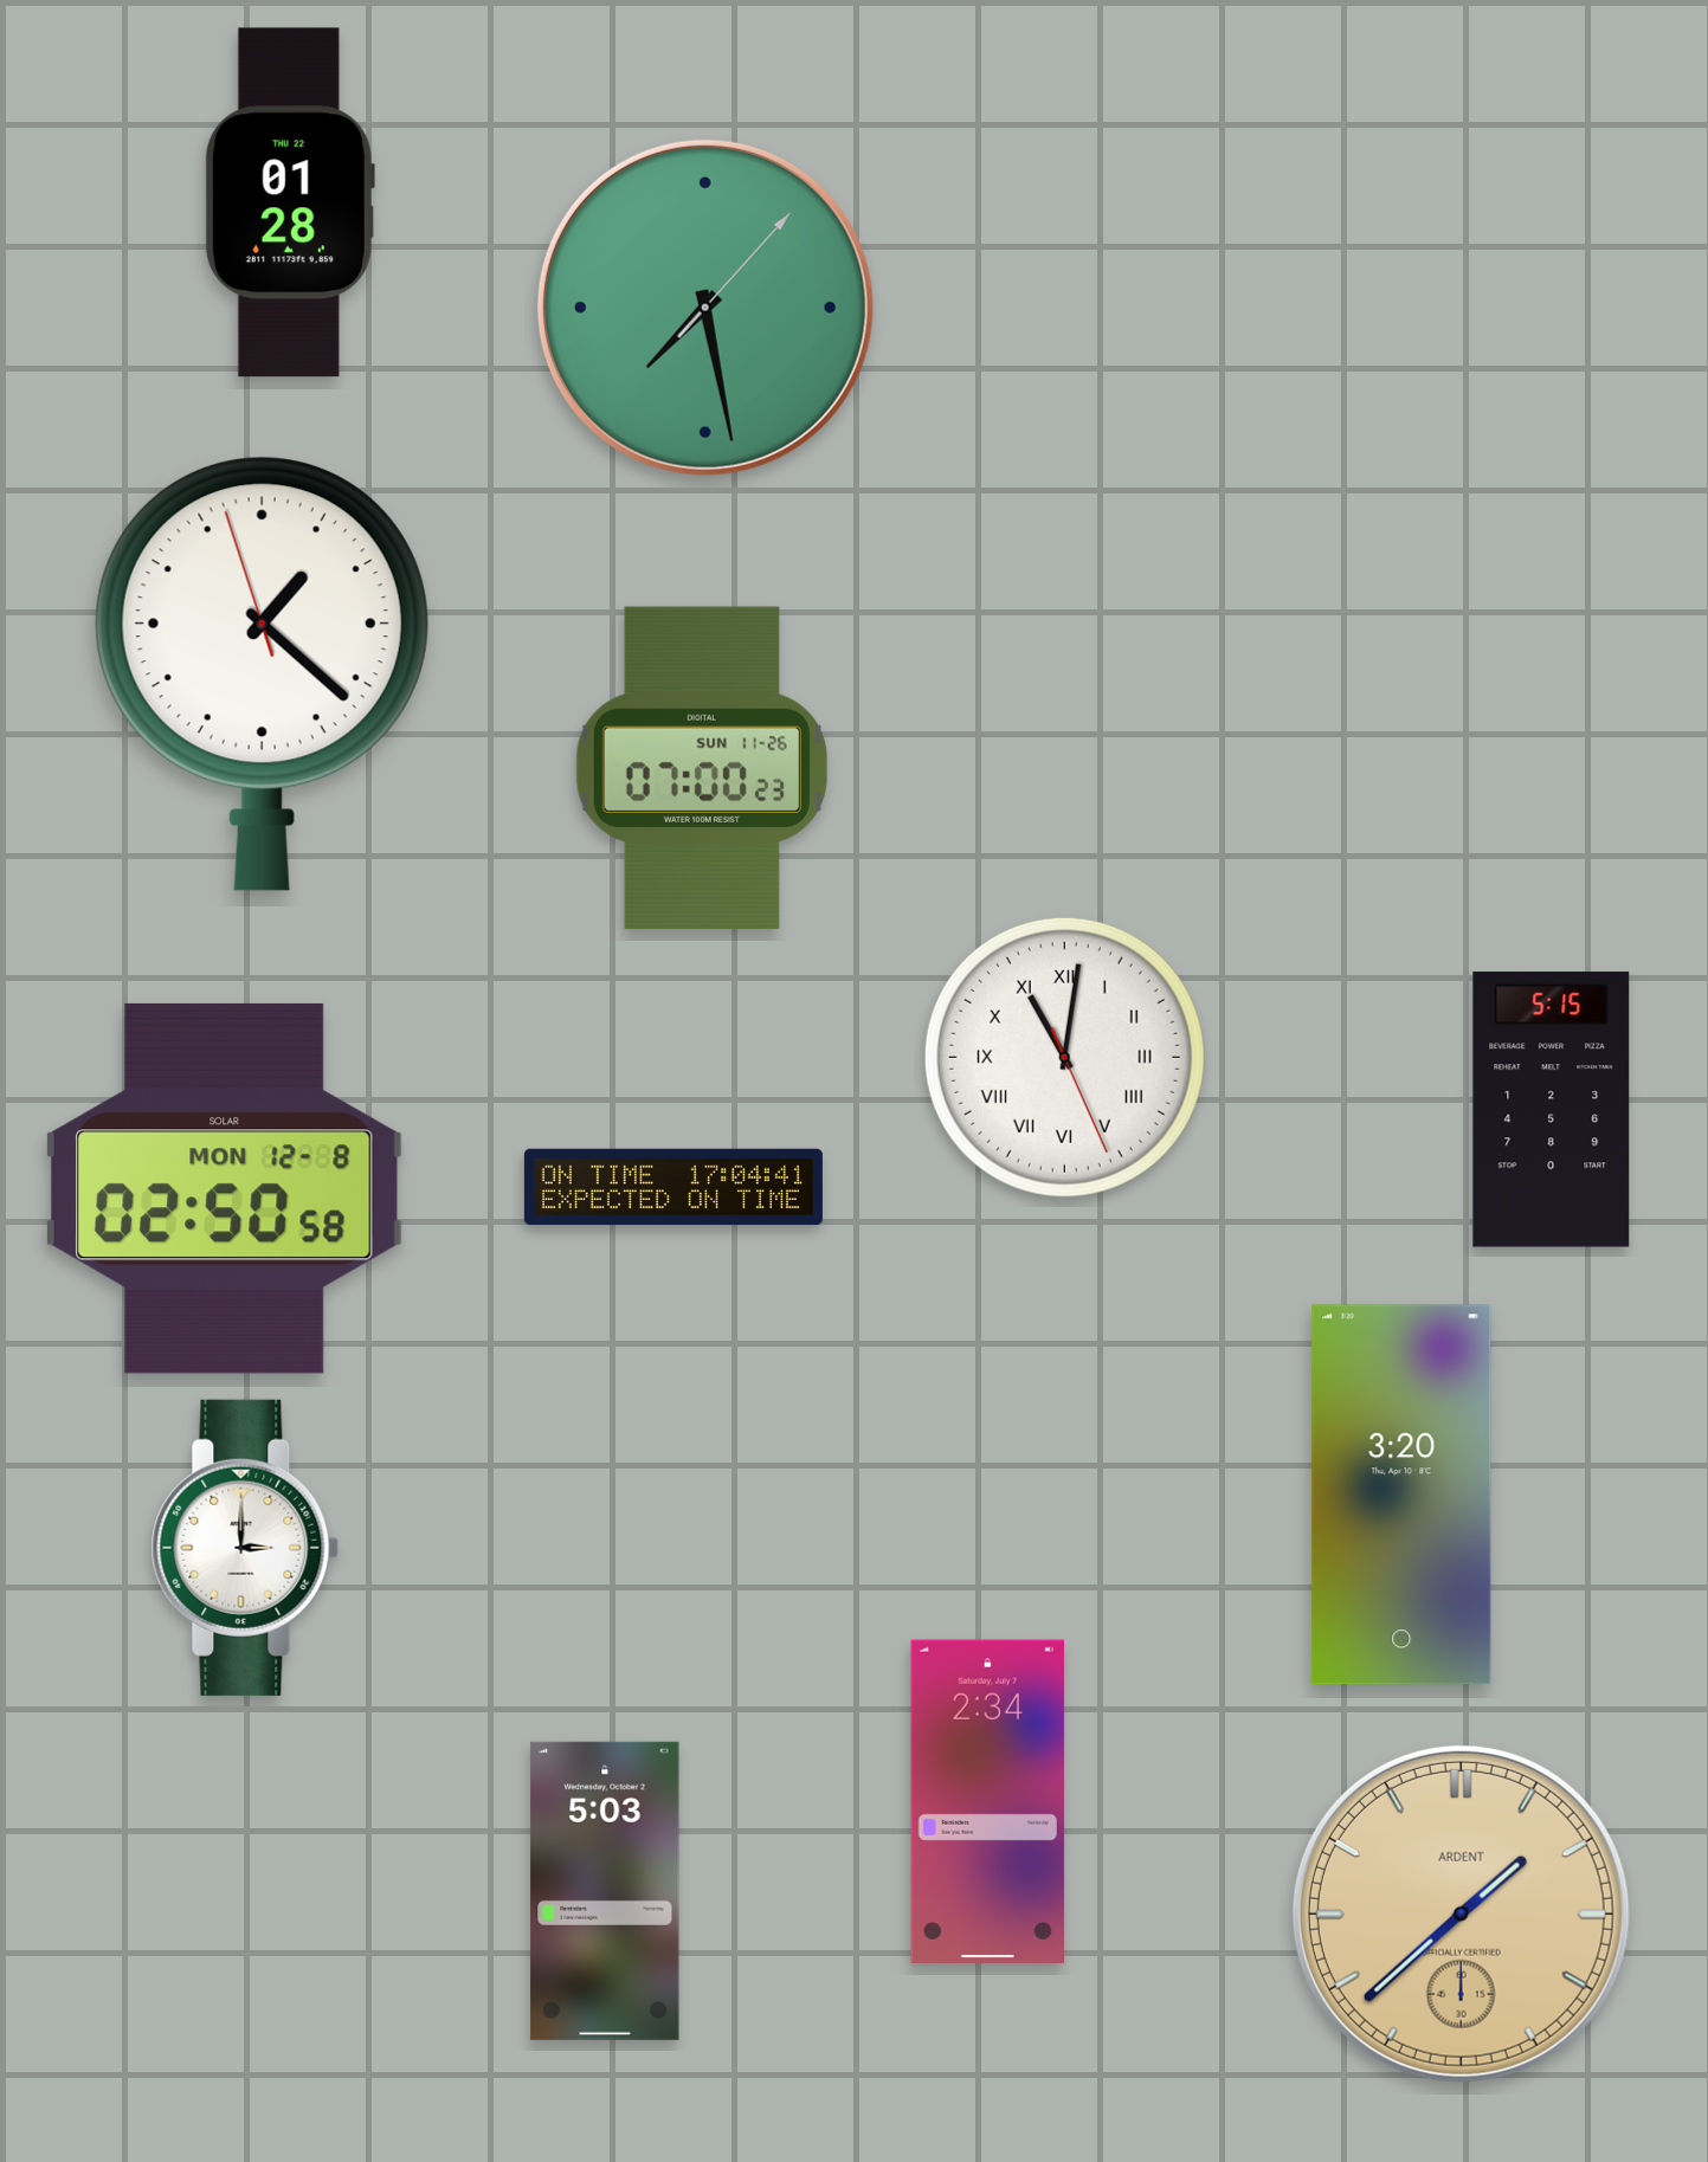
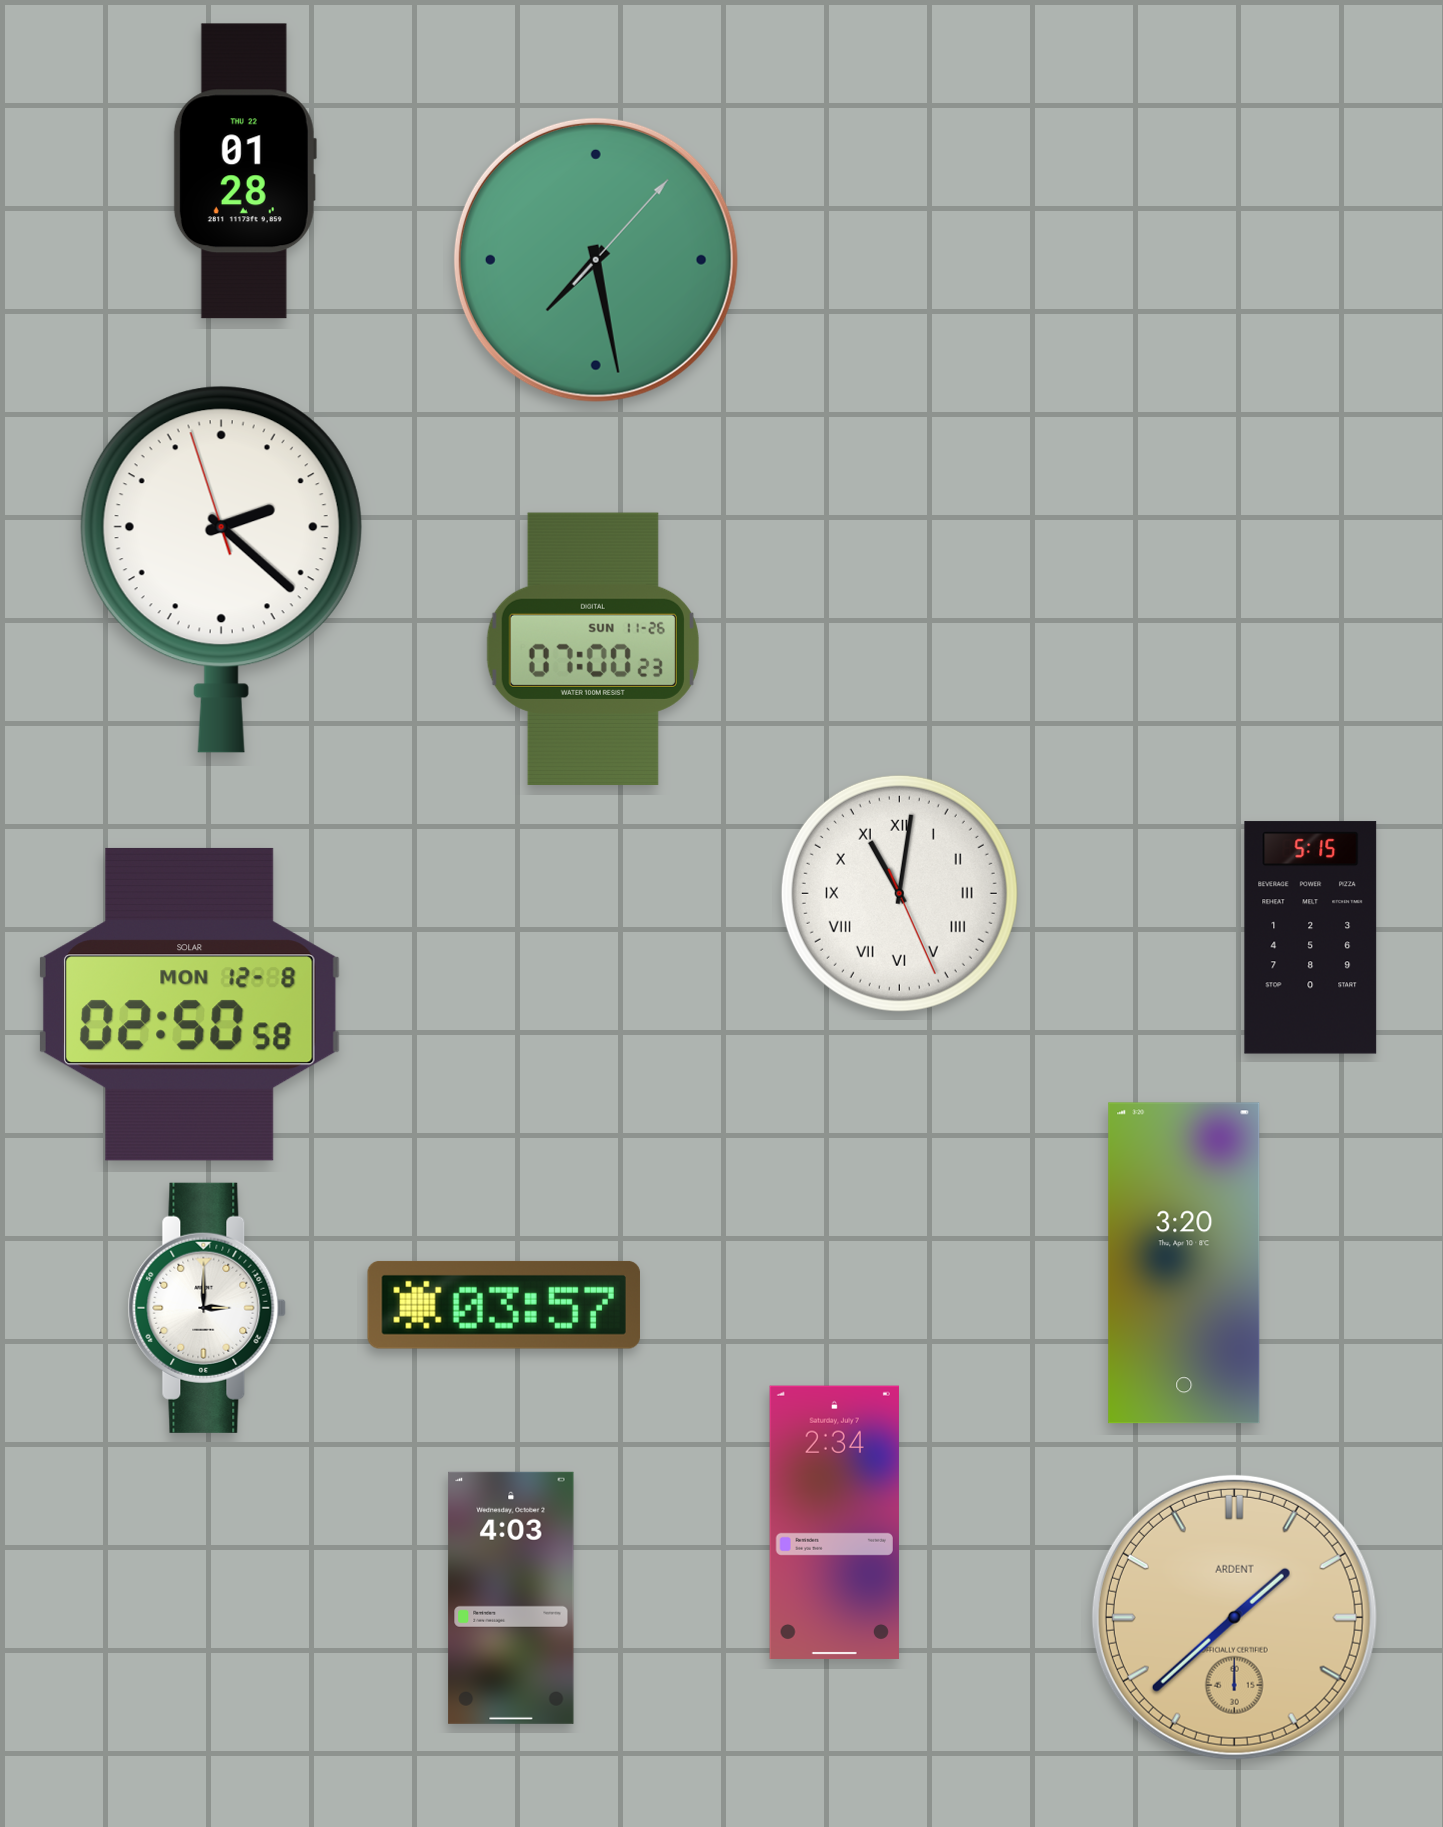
clock at (262, 673): 1:21 -> 2:21
clock at (673, 1187): 17:04 -> none
clock at (504, 1305): none -> 03:57
clock at (605, 1891): 5:03 -> 4:03
